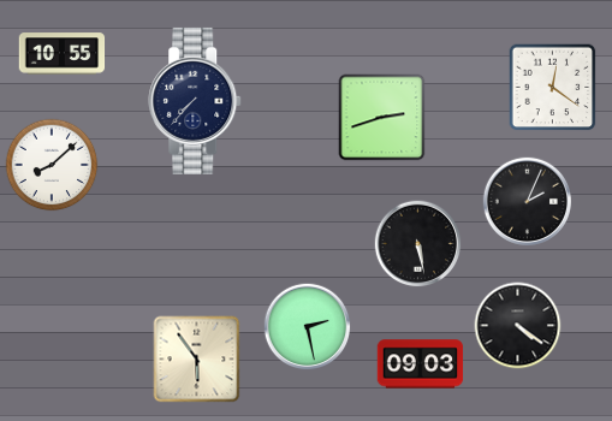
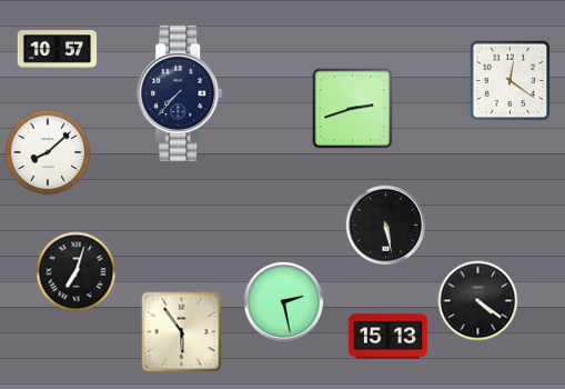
clock at (63, 54): 10:55 -> 10:57
clock at (528, 202): 2:04 -> none
clock at (77, 272): none -> 7:03
clock at (421, 364): 09:03 -> 15:13
